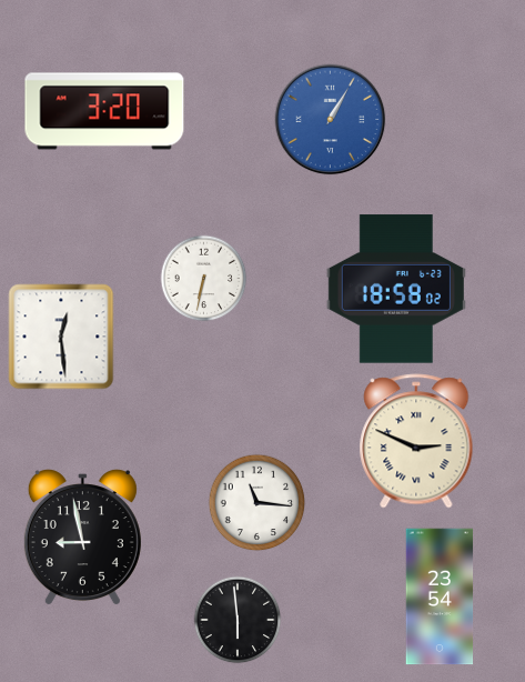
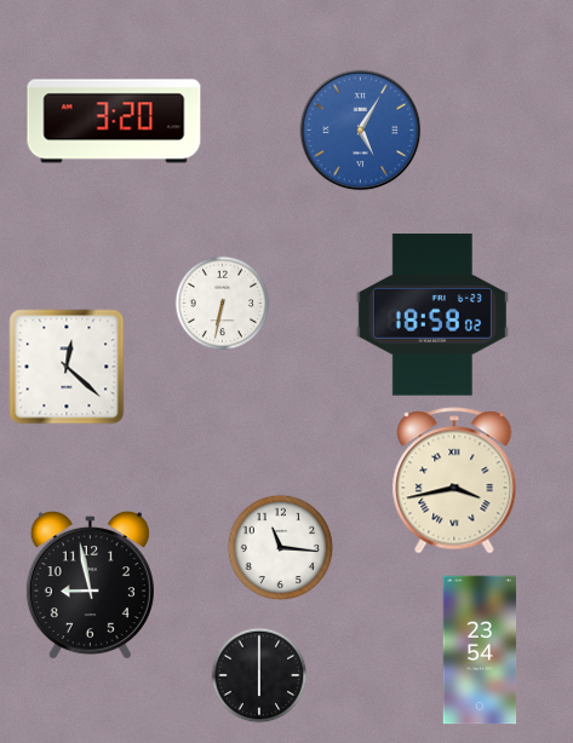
clock at (331, 120): 1:05 -> 5:05
clock at (61, 337): 12:29 -> 12:22
clock at (416, 441): 2:49 -> 3:43
clock at (238, 620): 5:59 -> 6:00
